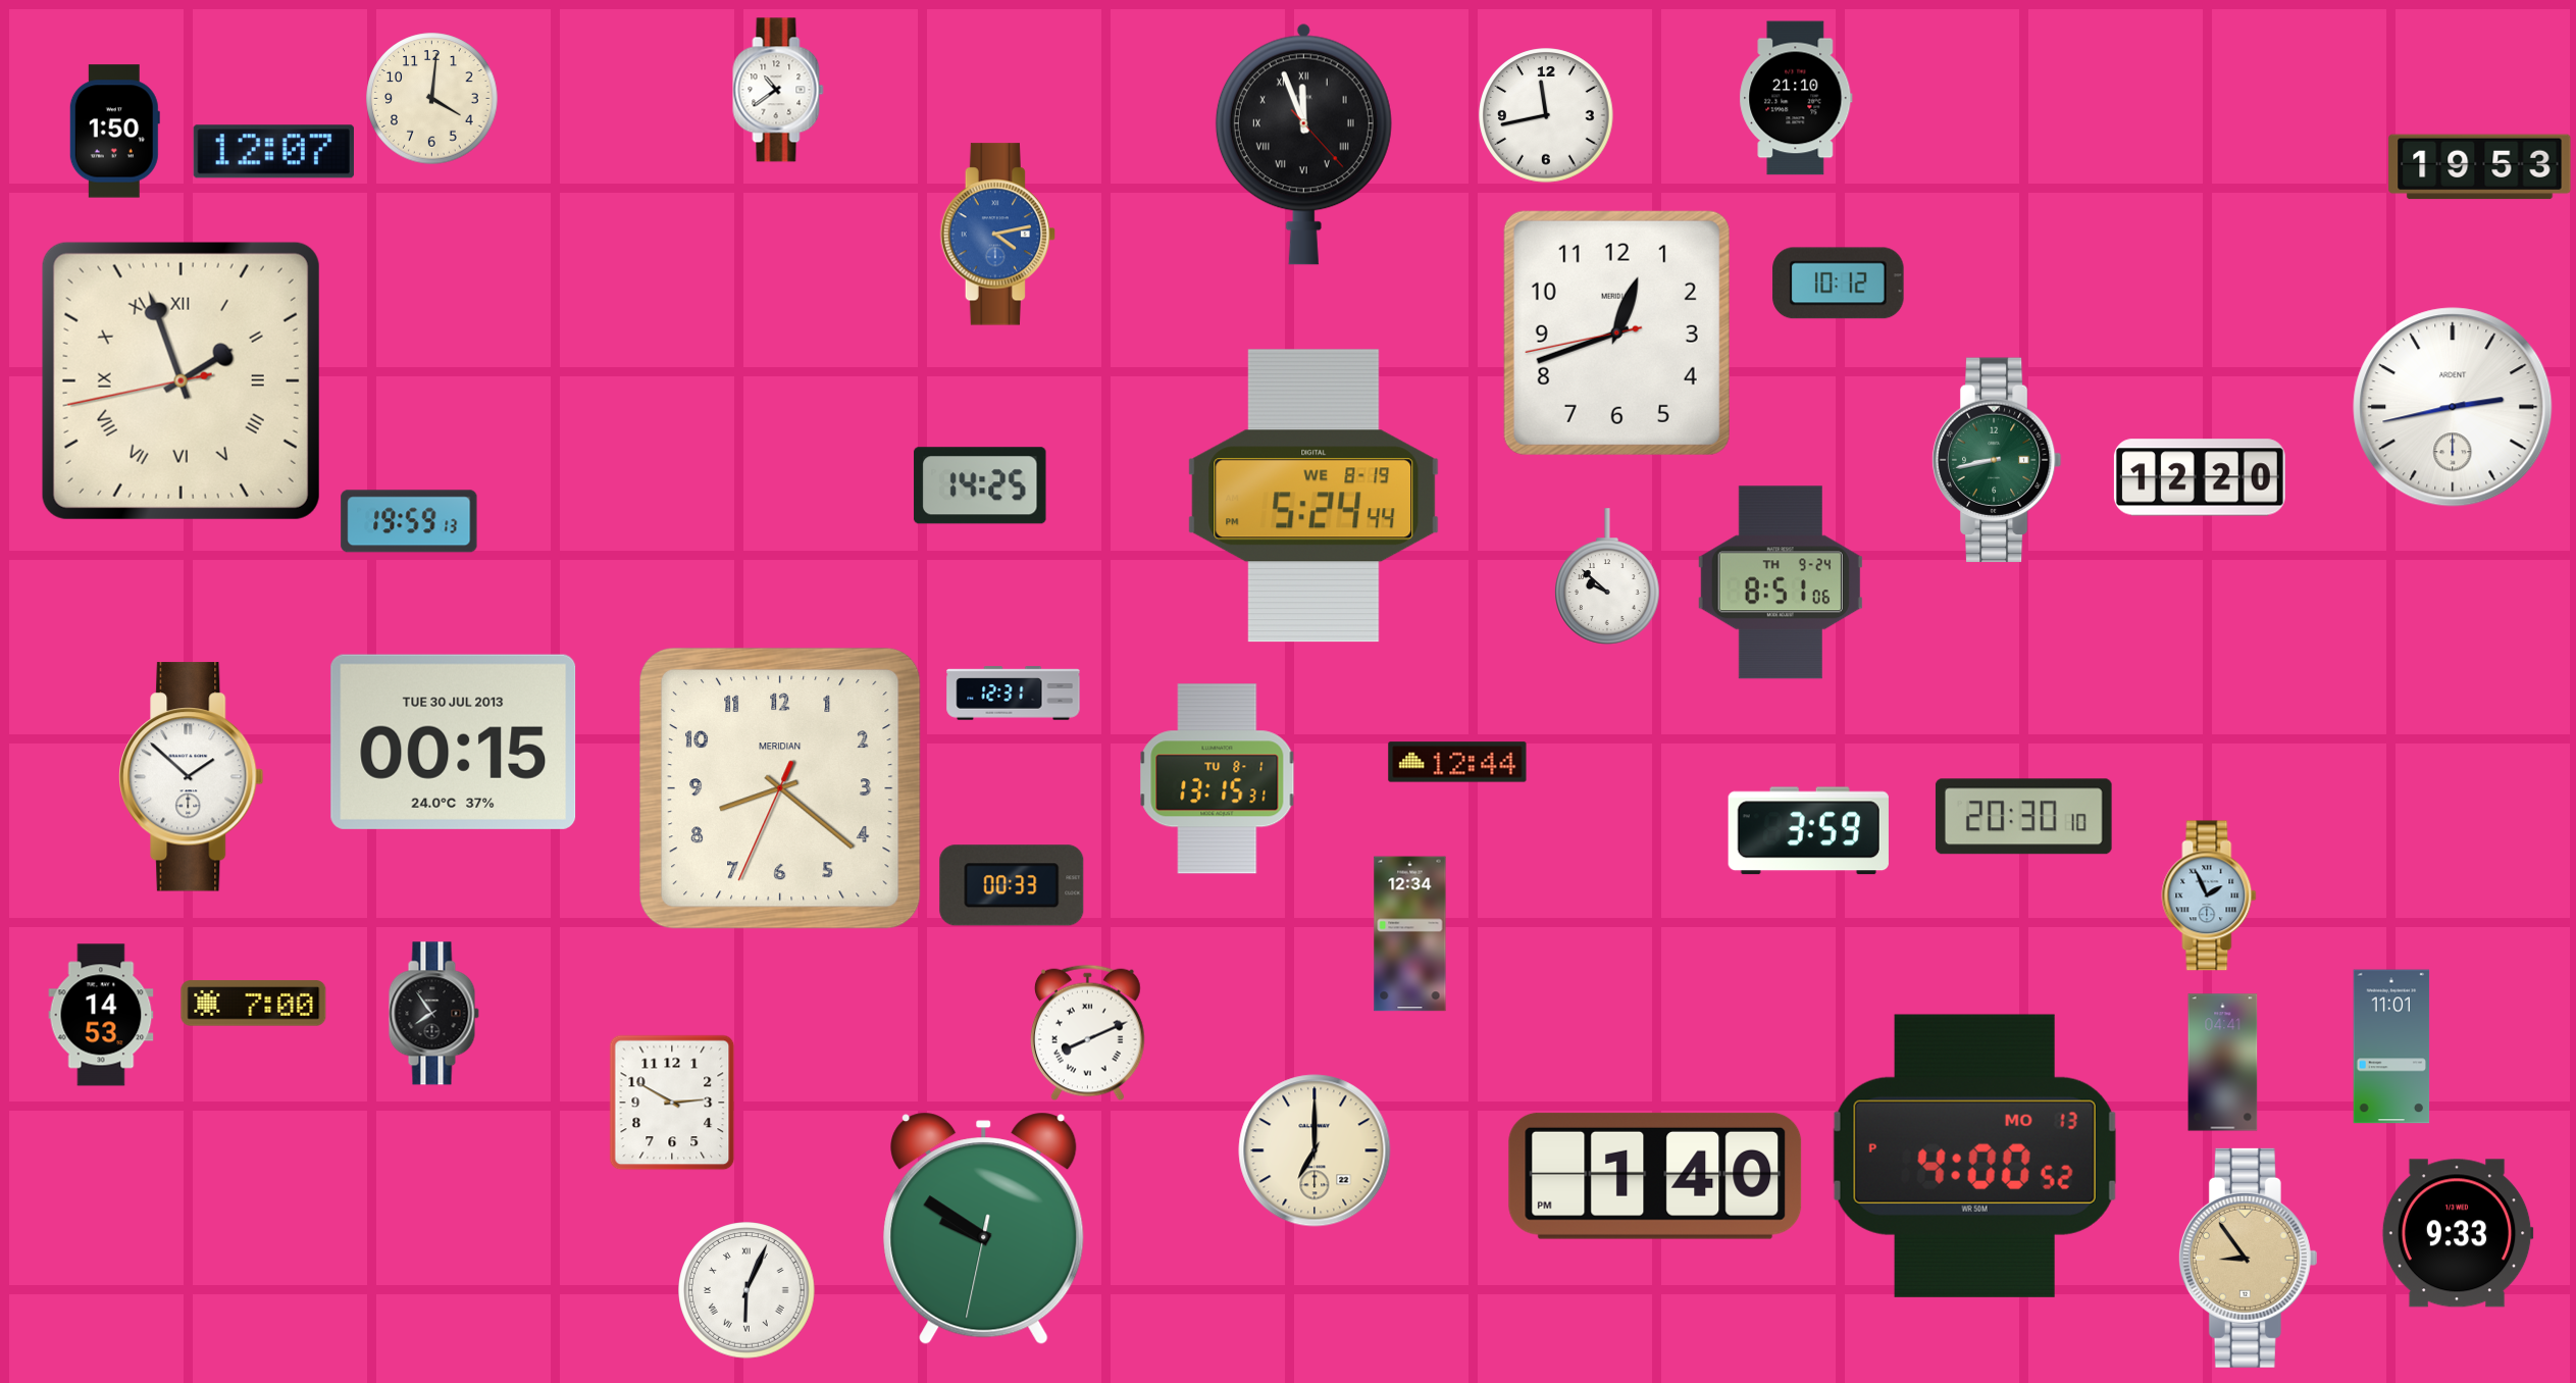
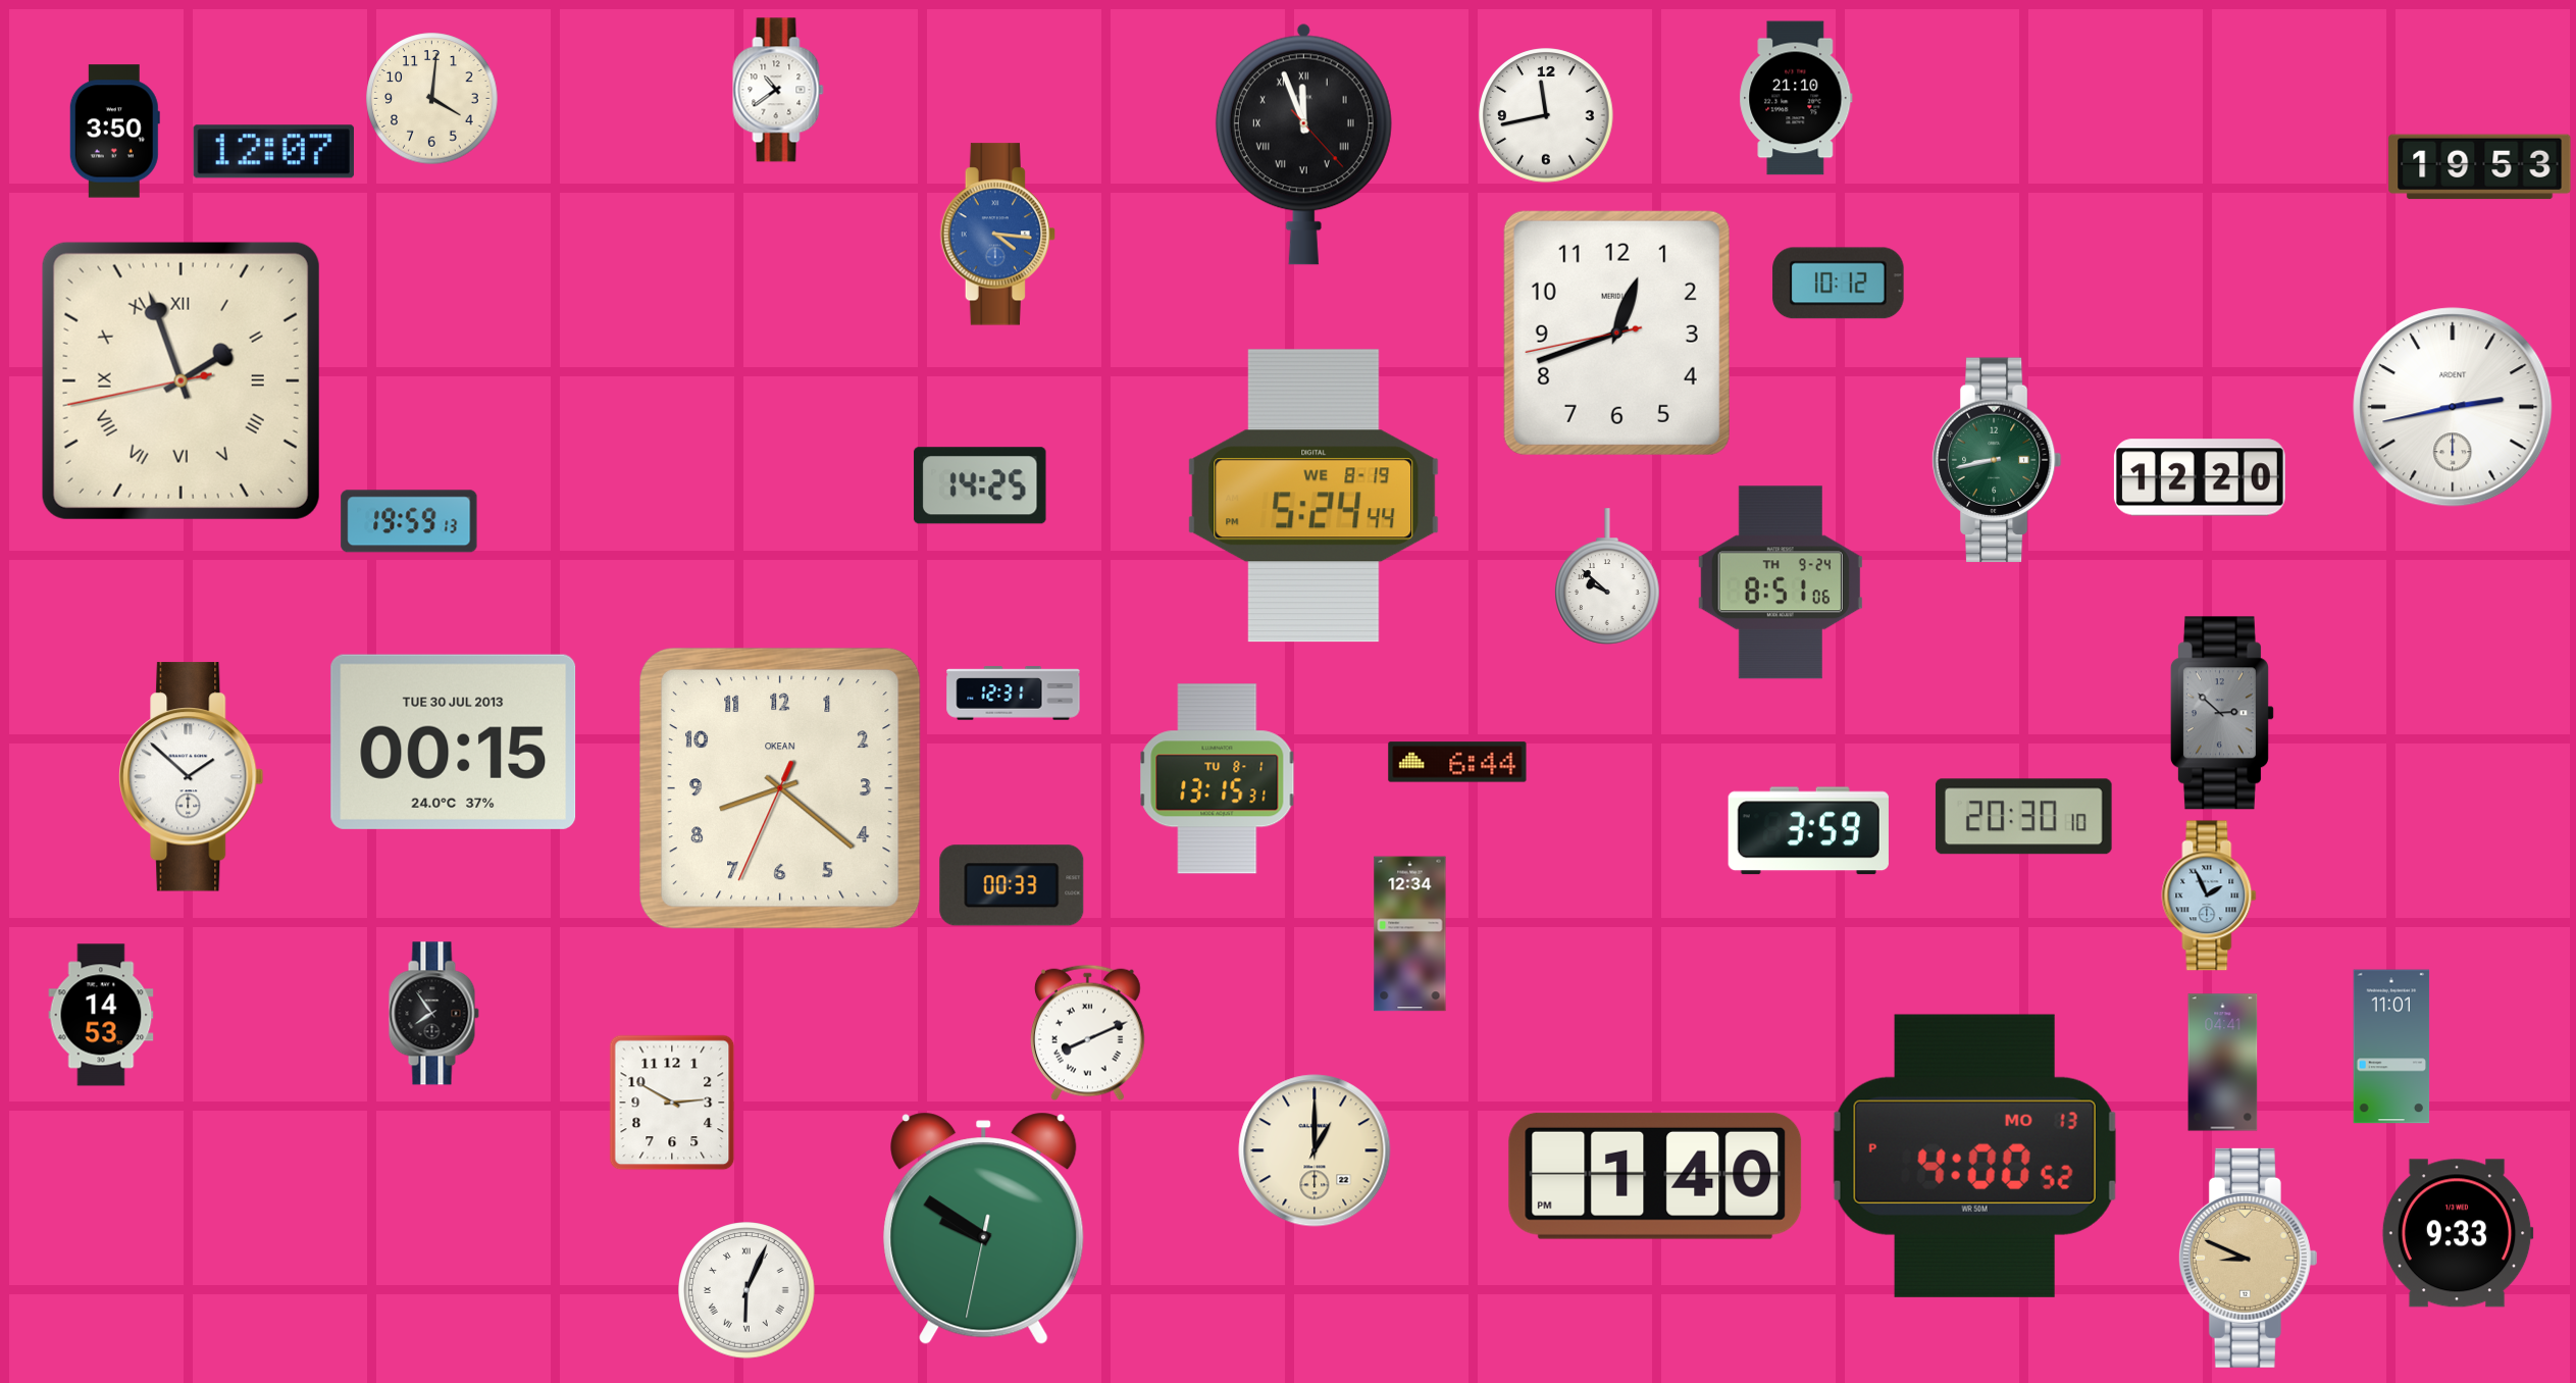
clock at (114, 132): 1:50 -> 3:50
clock at (998, 235): 4:13 -> 4:16
clock at (2222, 713): none -> 2:52
clock at (1457, 762): 12:44 -> 6:44
clock at (781, 789) brand: MERIDIAN -> OKEAN
clock at (254, 1004): 7:00 -> none
clock at (1315, 1150): 7:00 -> 1:00
clock at (2248, 1258): 8:54 -> 8:49
